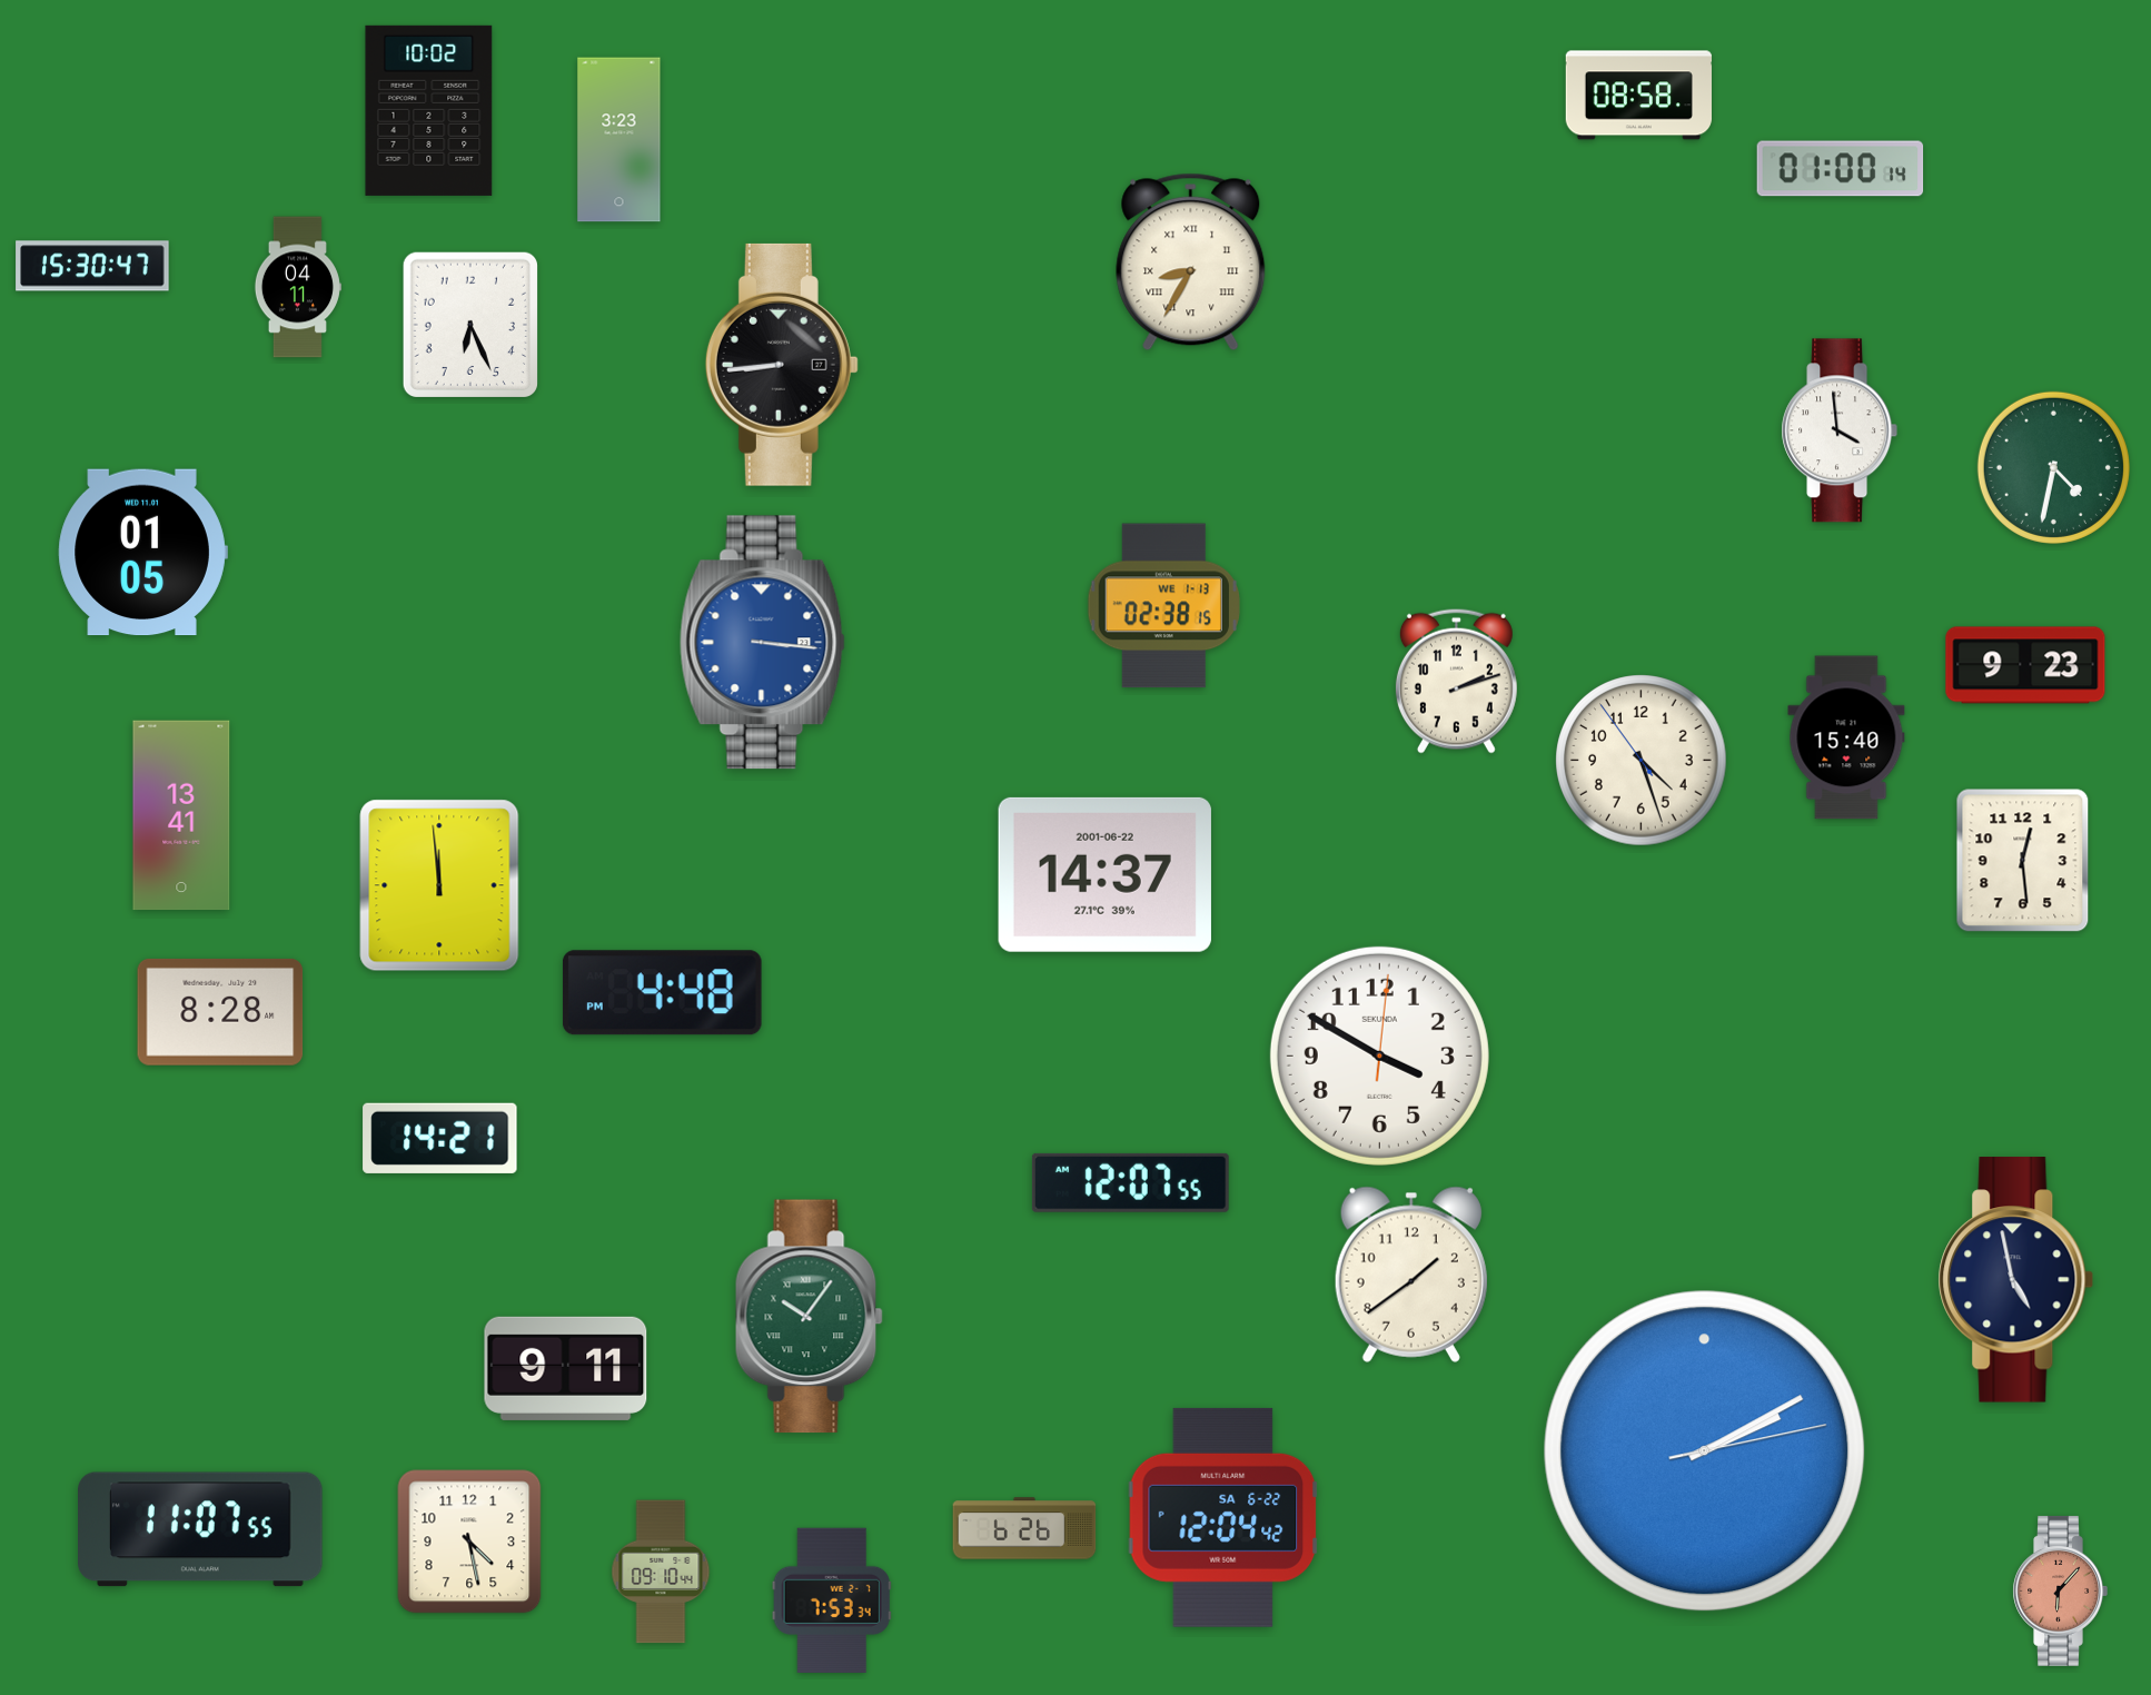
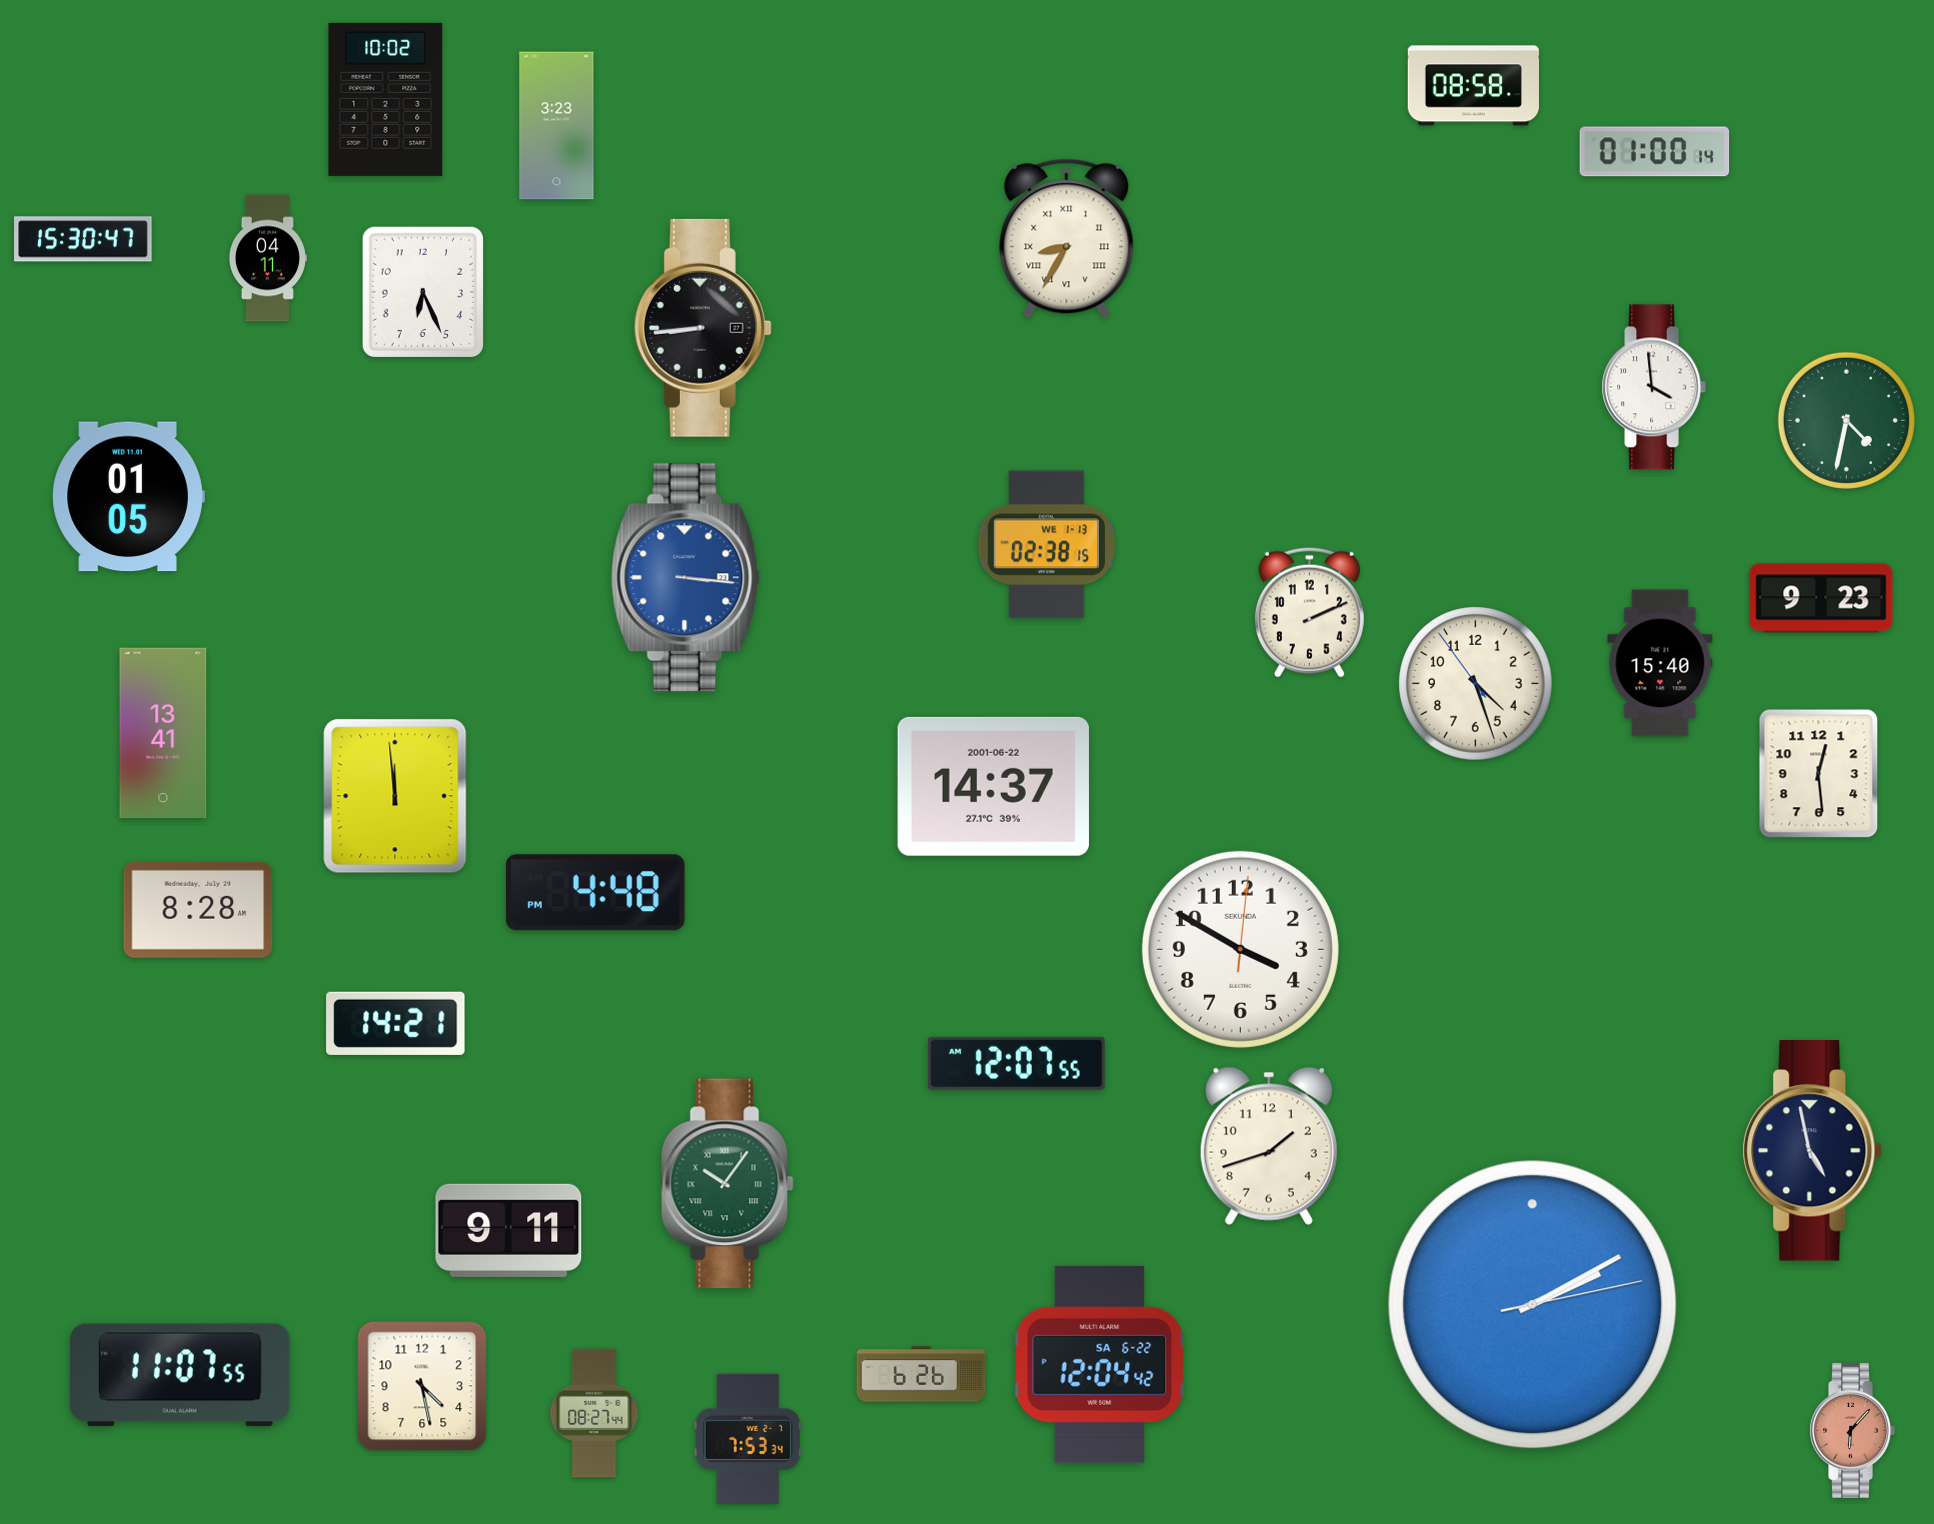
clock at (1191, 262) position: (1191, 262) -> (1067, 239)
clock at (1456, 681): 2:12 -> 2:11
clock at (1411, 1275): 1:39 -> 1:42
clock at (661, 1572): 09:10 -> 08:27
